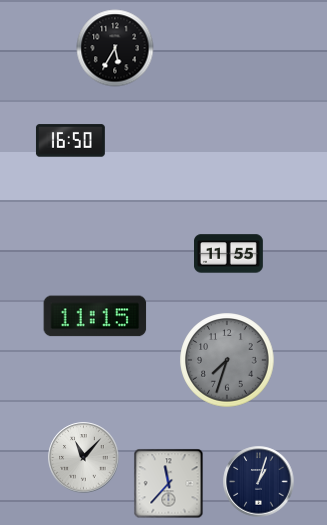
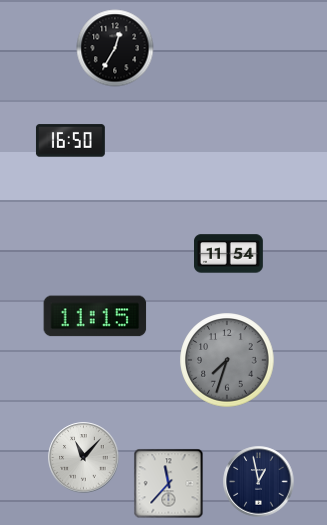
clock at (115, 48): 5:35 -> 12:35
clock at (229, 254): 11:55 -> 11:54
clock at (259, 482): 1:03 -> 12:58
